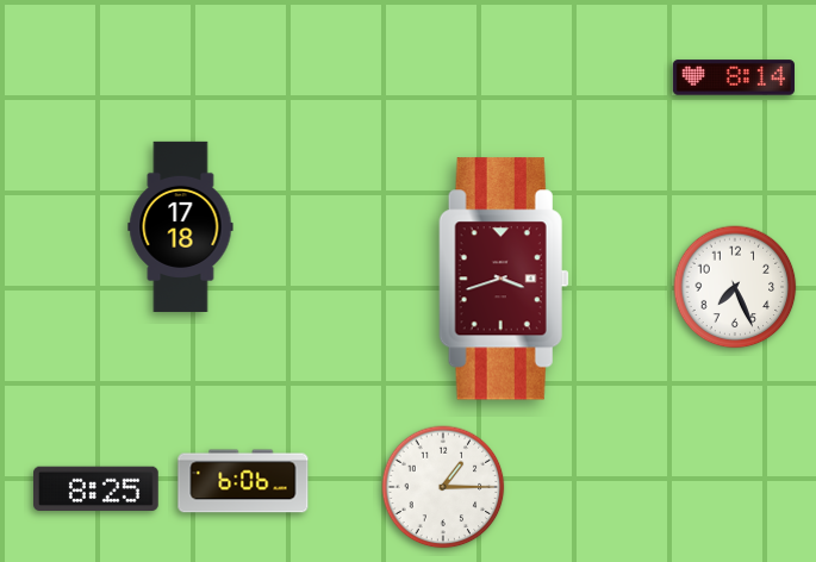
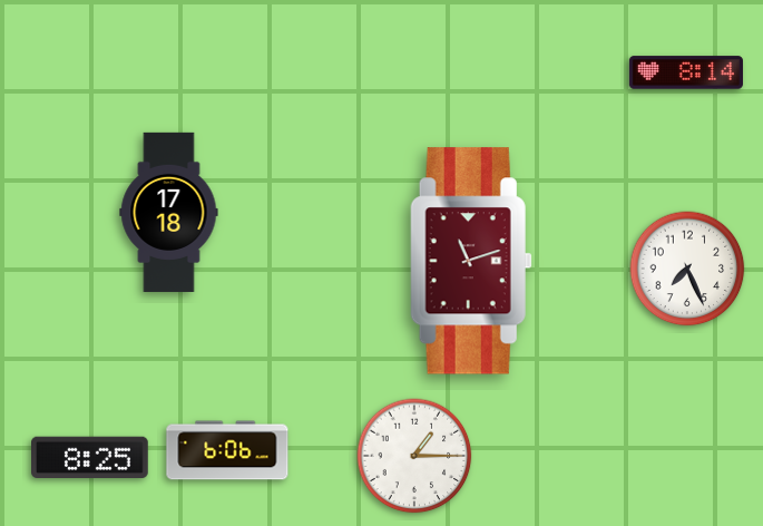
clock at (504, 279): 3:42 -> 11:12
